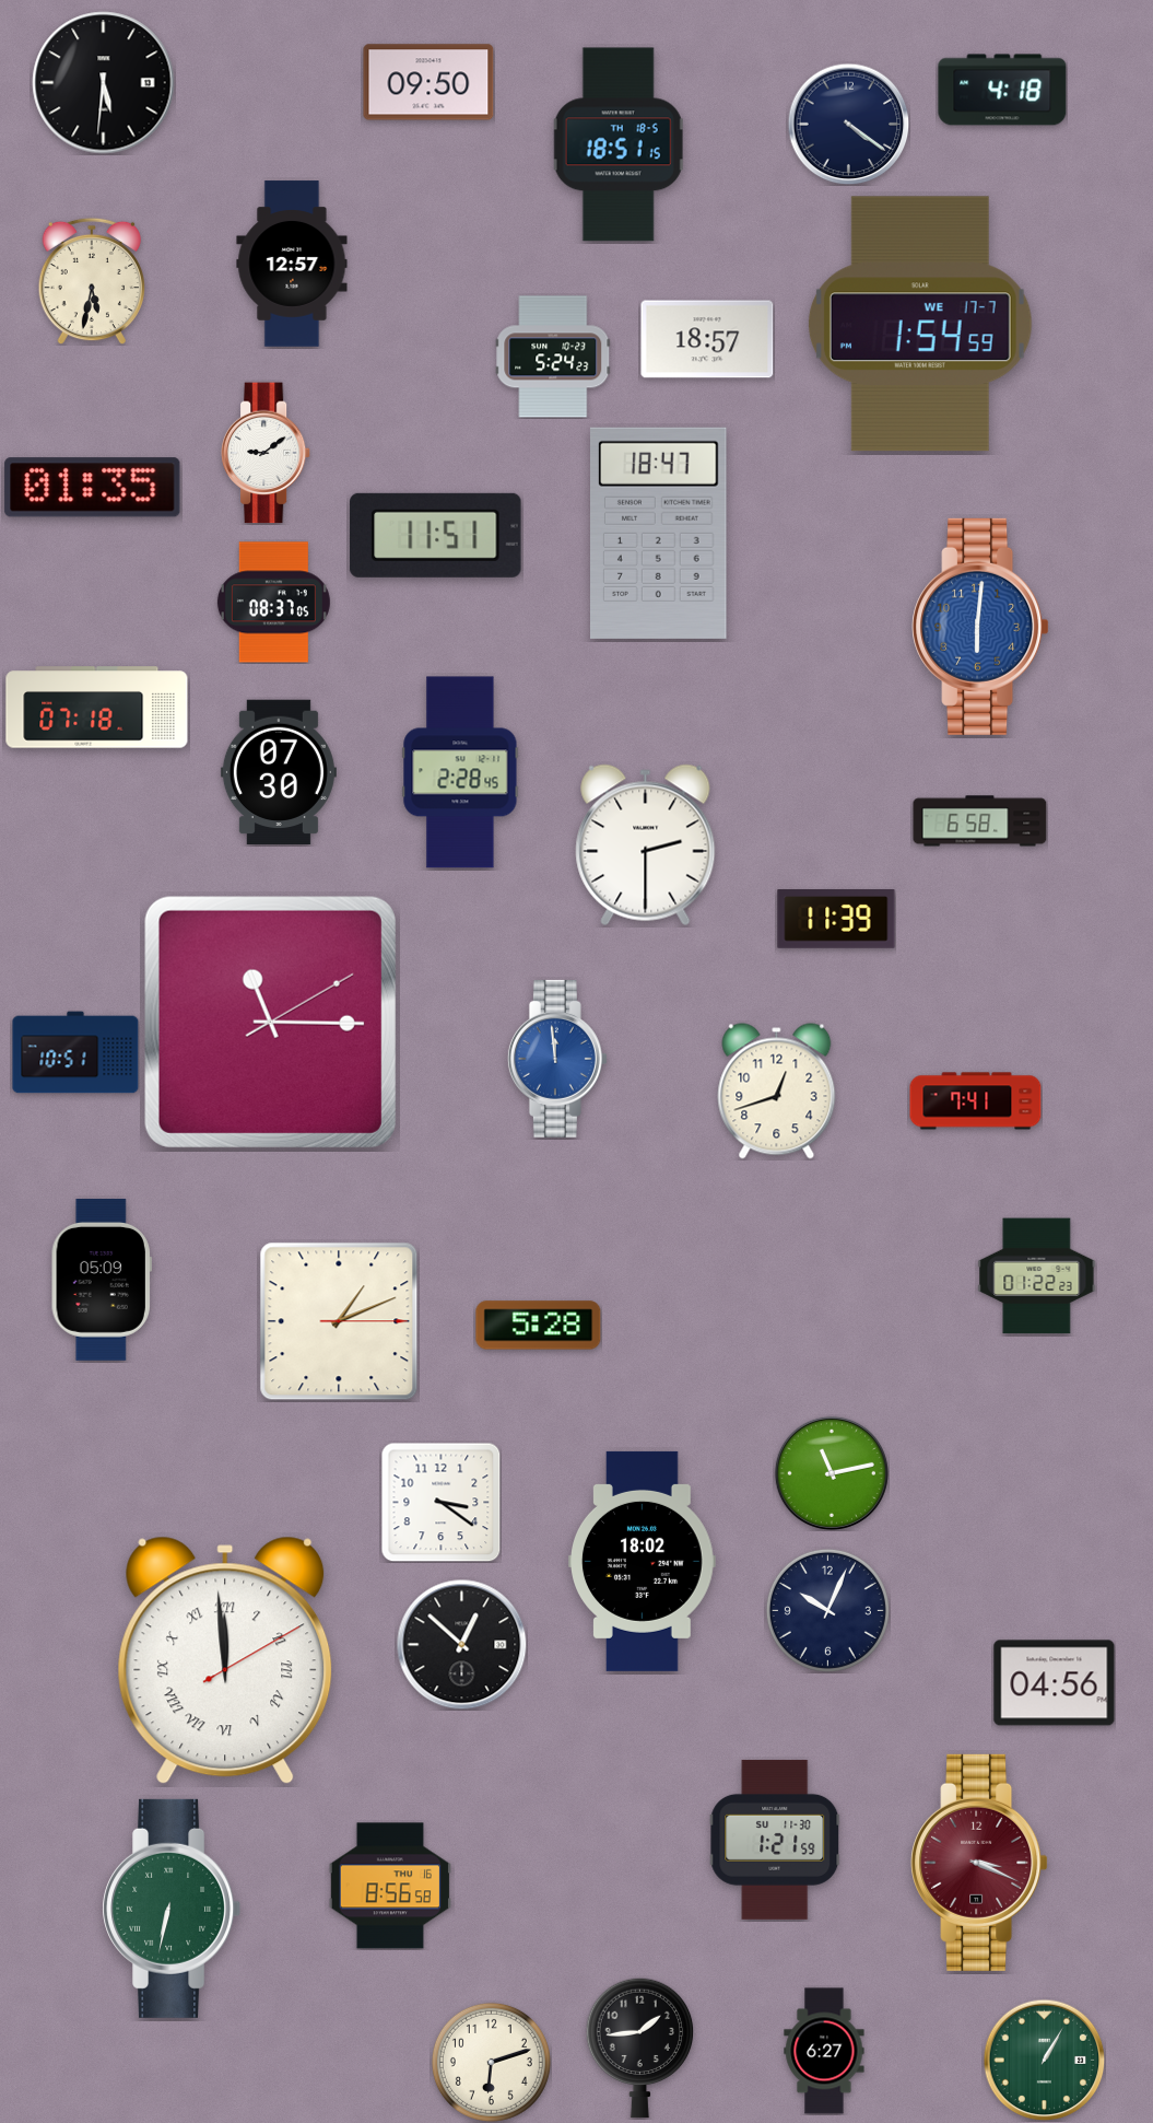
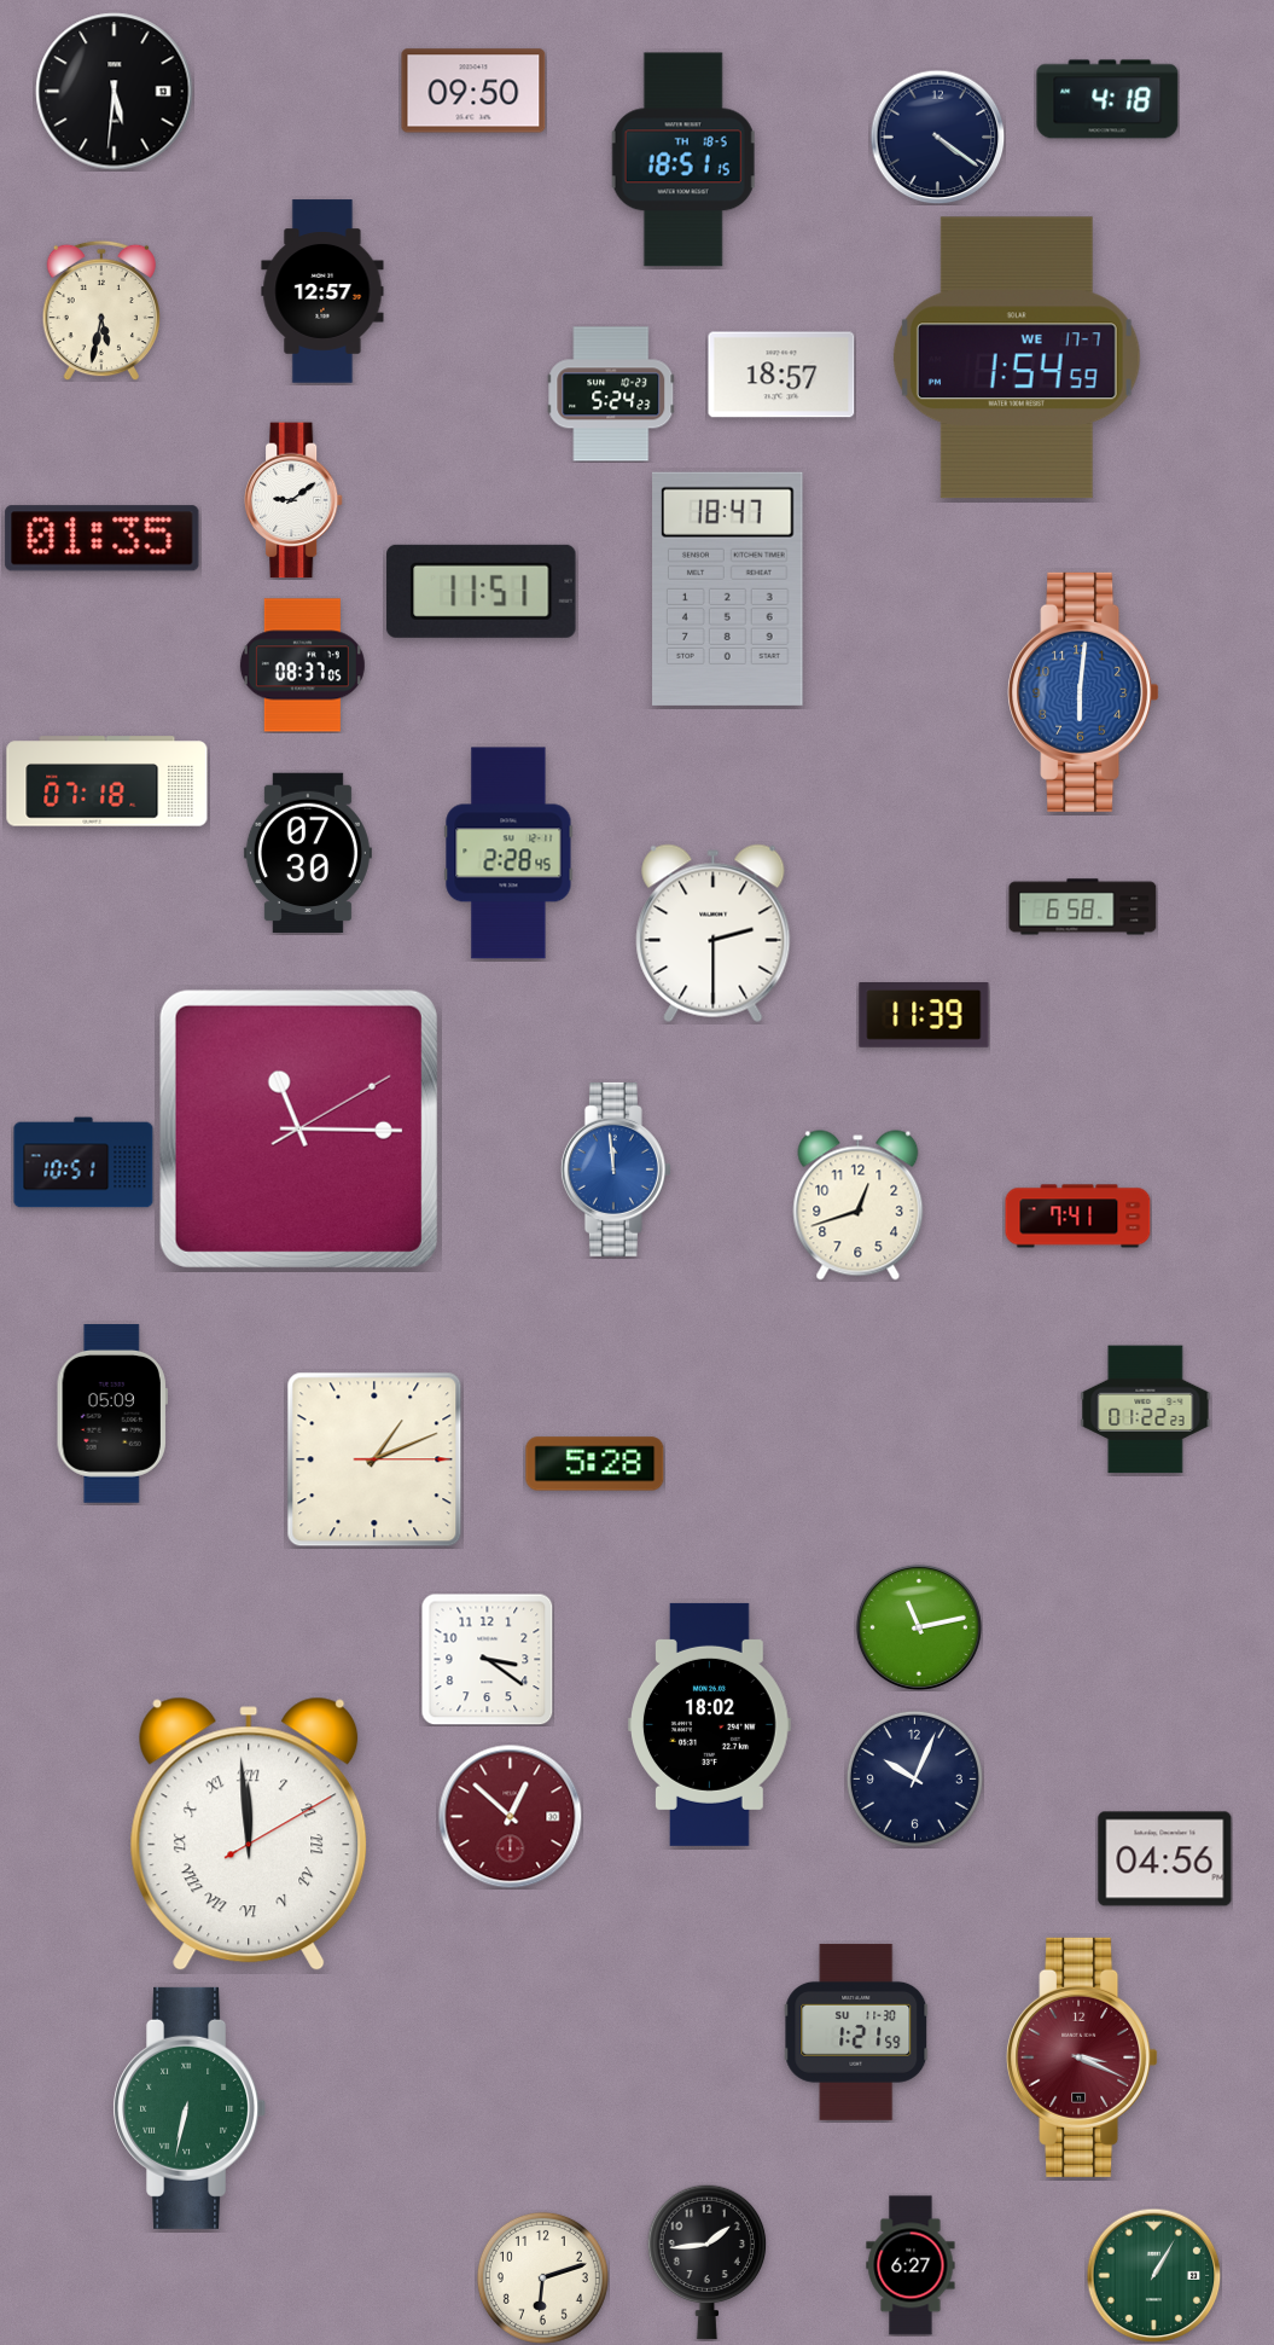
clock at (462, 1645) dial: black -> burgundy
clock at (389, 1886): 8:56 -> none
